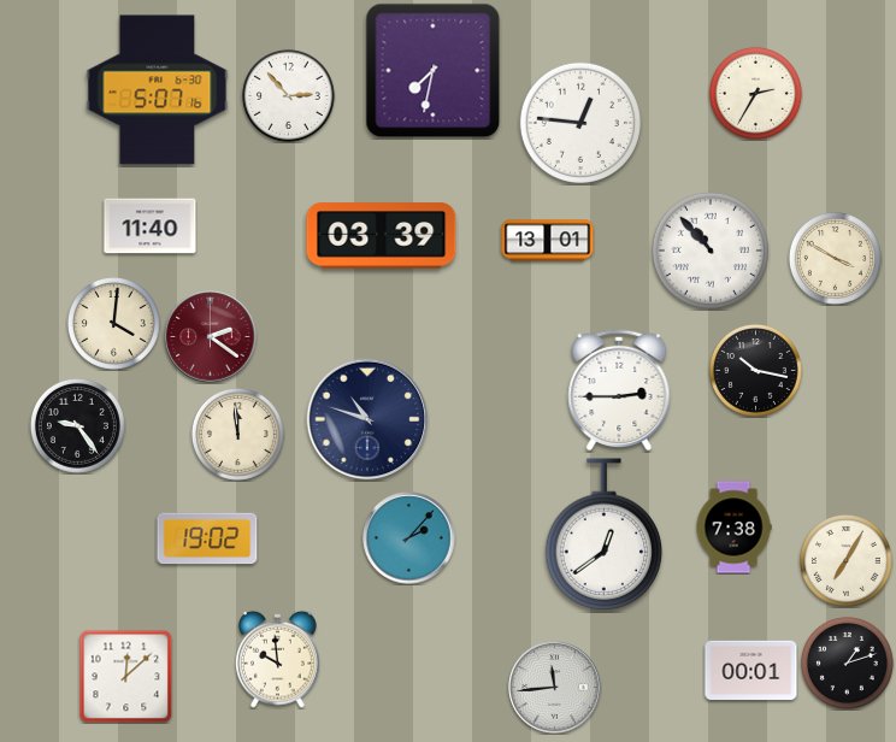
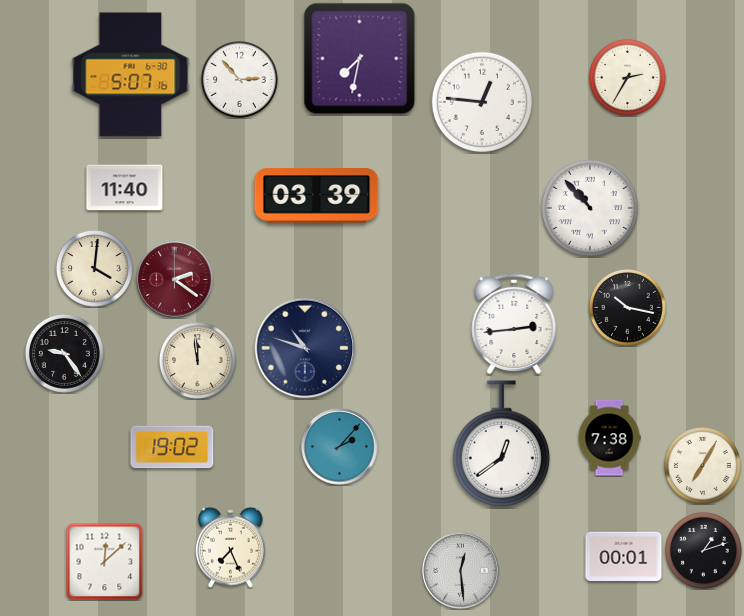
clock at (548, 241): 13:01 -> none
clock at (835, 258): 3:50 -> none
clock at (619, 390): 2:45 -> 2:44
clock at (278, 659): 9:59 -> 7:26
clock at (555, 688): 11:44 -> 12:29
